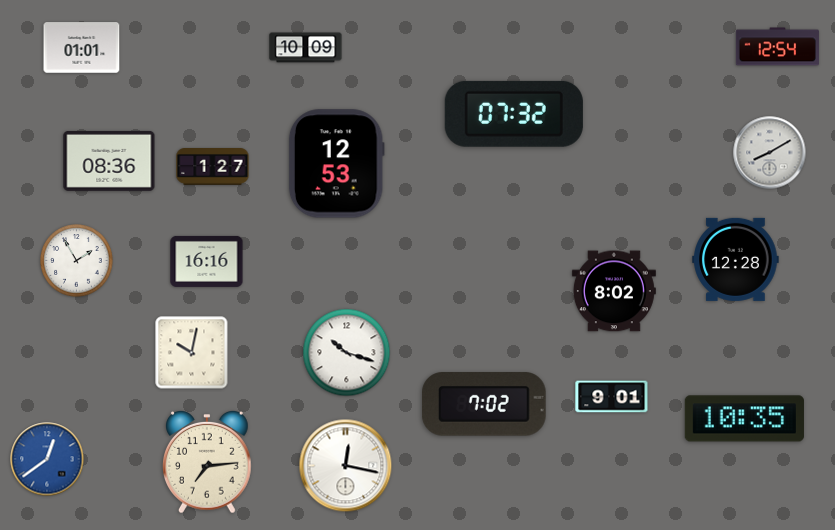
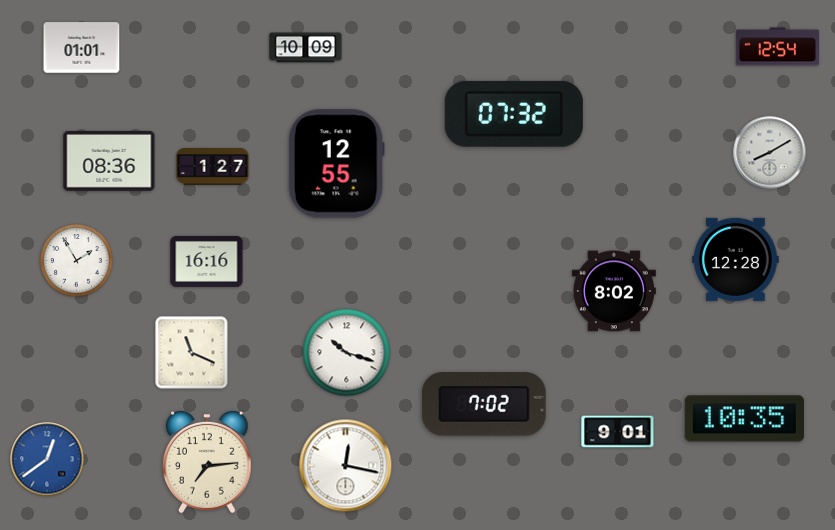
clock at (336, 164): 12:53 -> 12:55
clock at (192, 353): 10:02 -> 11:19
clock at (612, 397) position: (612, 397) -> (618, 432)
